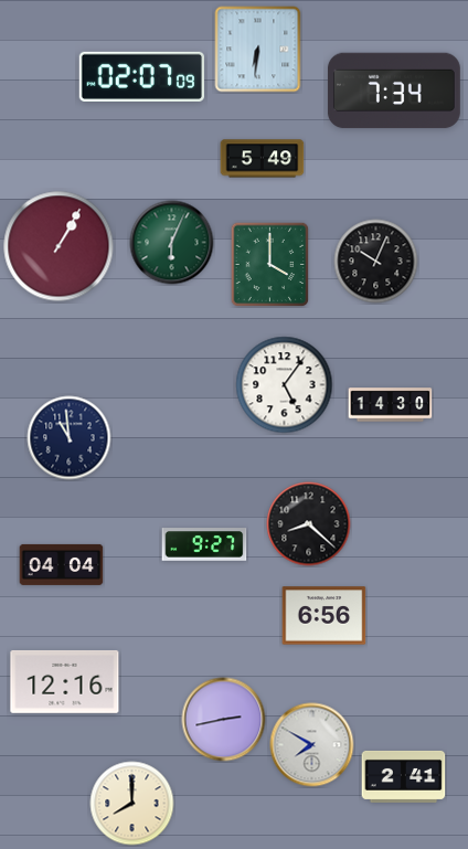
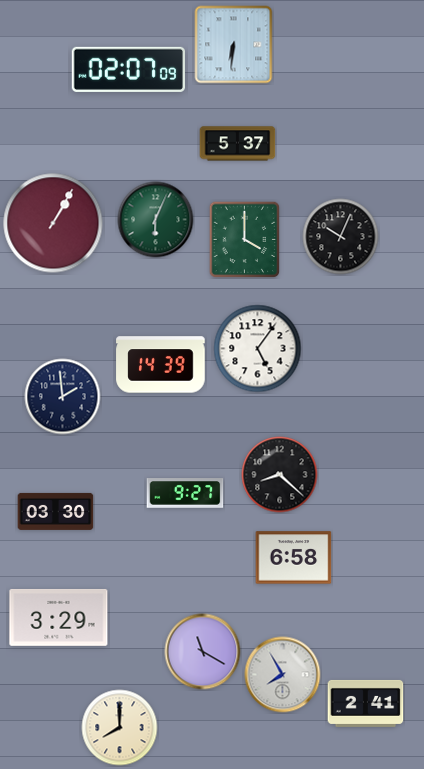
clock at (394, 91): 7:34 -> none
clock at (263, 159): 5:49 -> 5:37
clock at (161, 365): none -> 14:39
clock at (391, 405): 14:30 -> none
clock at (70, 438): 10:59 -> 1:59
clock at (62, 564): 04:04 -> 03:30
clock at (325, 616): 6:56 -> 6:58
clock at (65, 681): 12:16 -> 3:29
clock at (224, 720): 2:43 -> 11:20
clock at (312, 745): 7:50 -> 7:55
